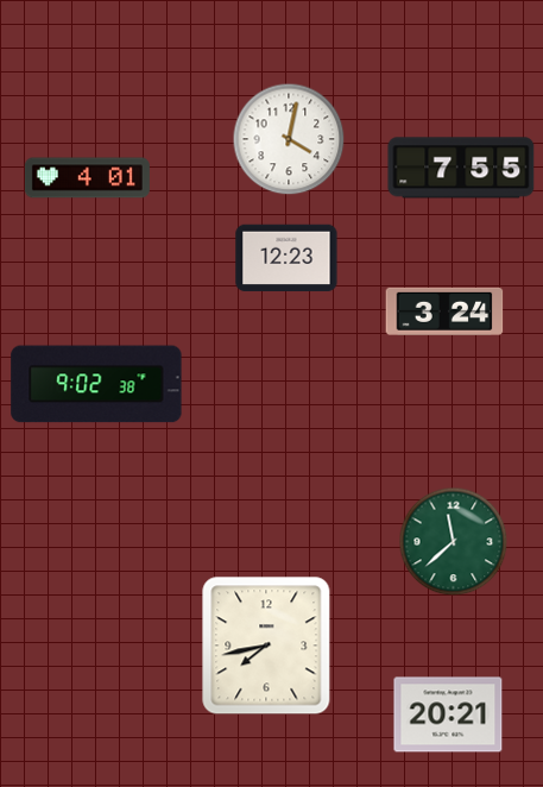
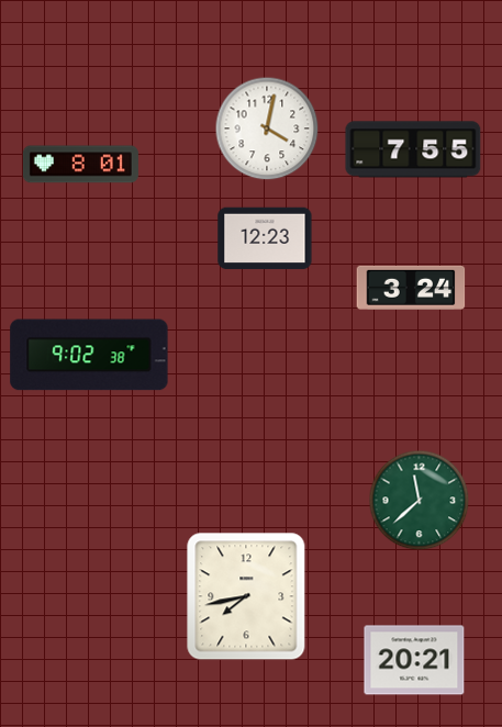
clock at (461, 168) position: (461, 168) -> (413, 149)
clock at (87, 178): 4:01 -> 8:01
